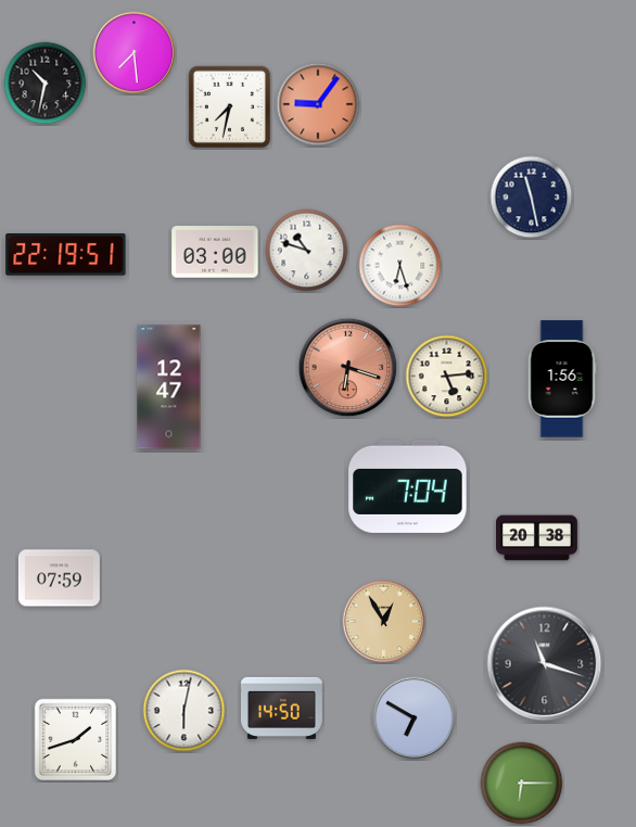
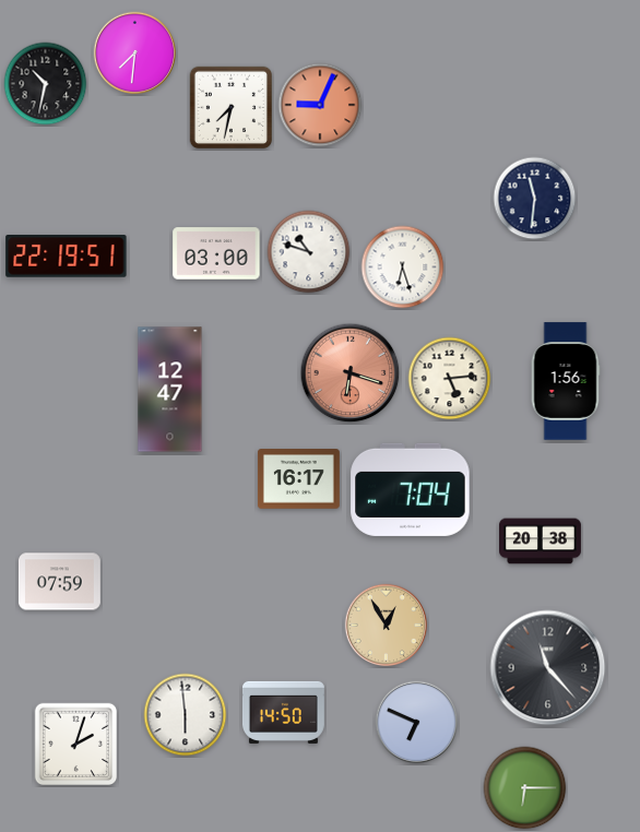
clock at (135, 53): 7:29 -> 7:31
clock at (318, 104): 9:06 -> 9:04
clock at (532, 198): 11:28 -> 11:31
clock at (348, 368) position: (348, 368) -> (351, 373)
clock at (298, 479): none -> 16:17
clock at (545, 664): 11:18 -> 11:23
clock at (185, 711): 6:02 -> 5:59
clock at (415, 718): 6:50 -> 6:49
clock at (76, 740): 1:42 -> 2:03
